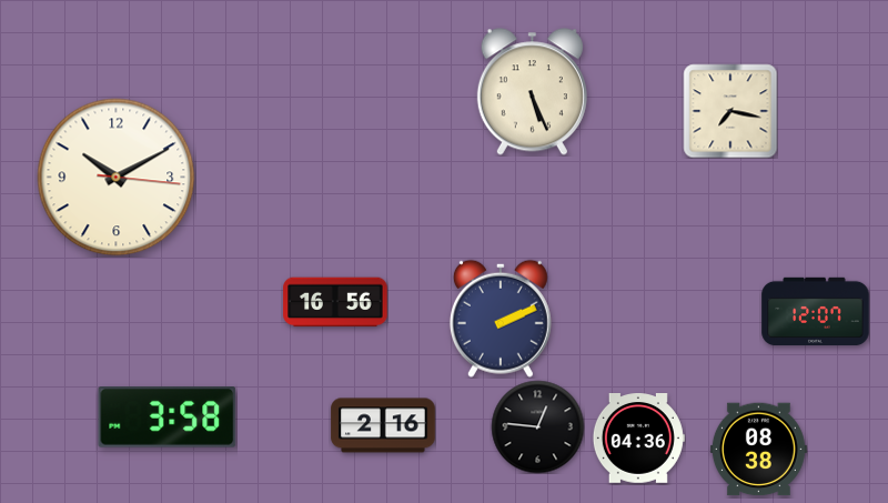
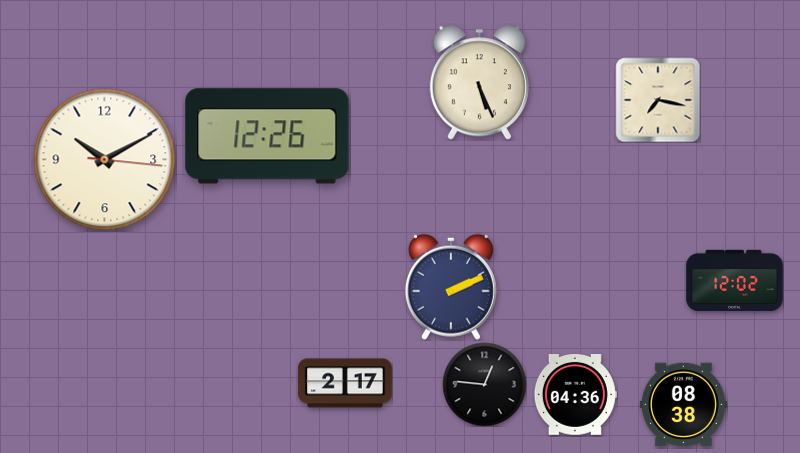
clock at (267, 136): none -> 12:26
clock at (335, 302): 16:56 -> none
clock at (816, 312): 12:07 -> 12:02
clock at (168, 418): 3:58 -> none
clock at (383, 425): 2:16 -> 2:17
